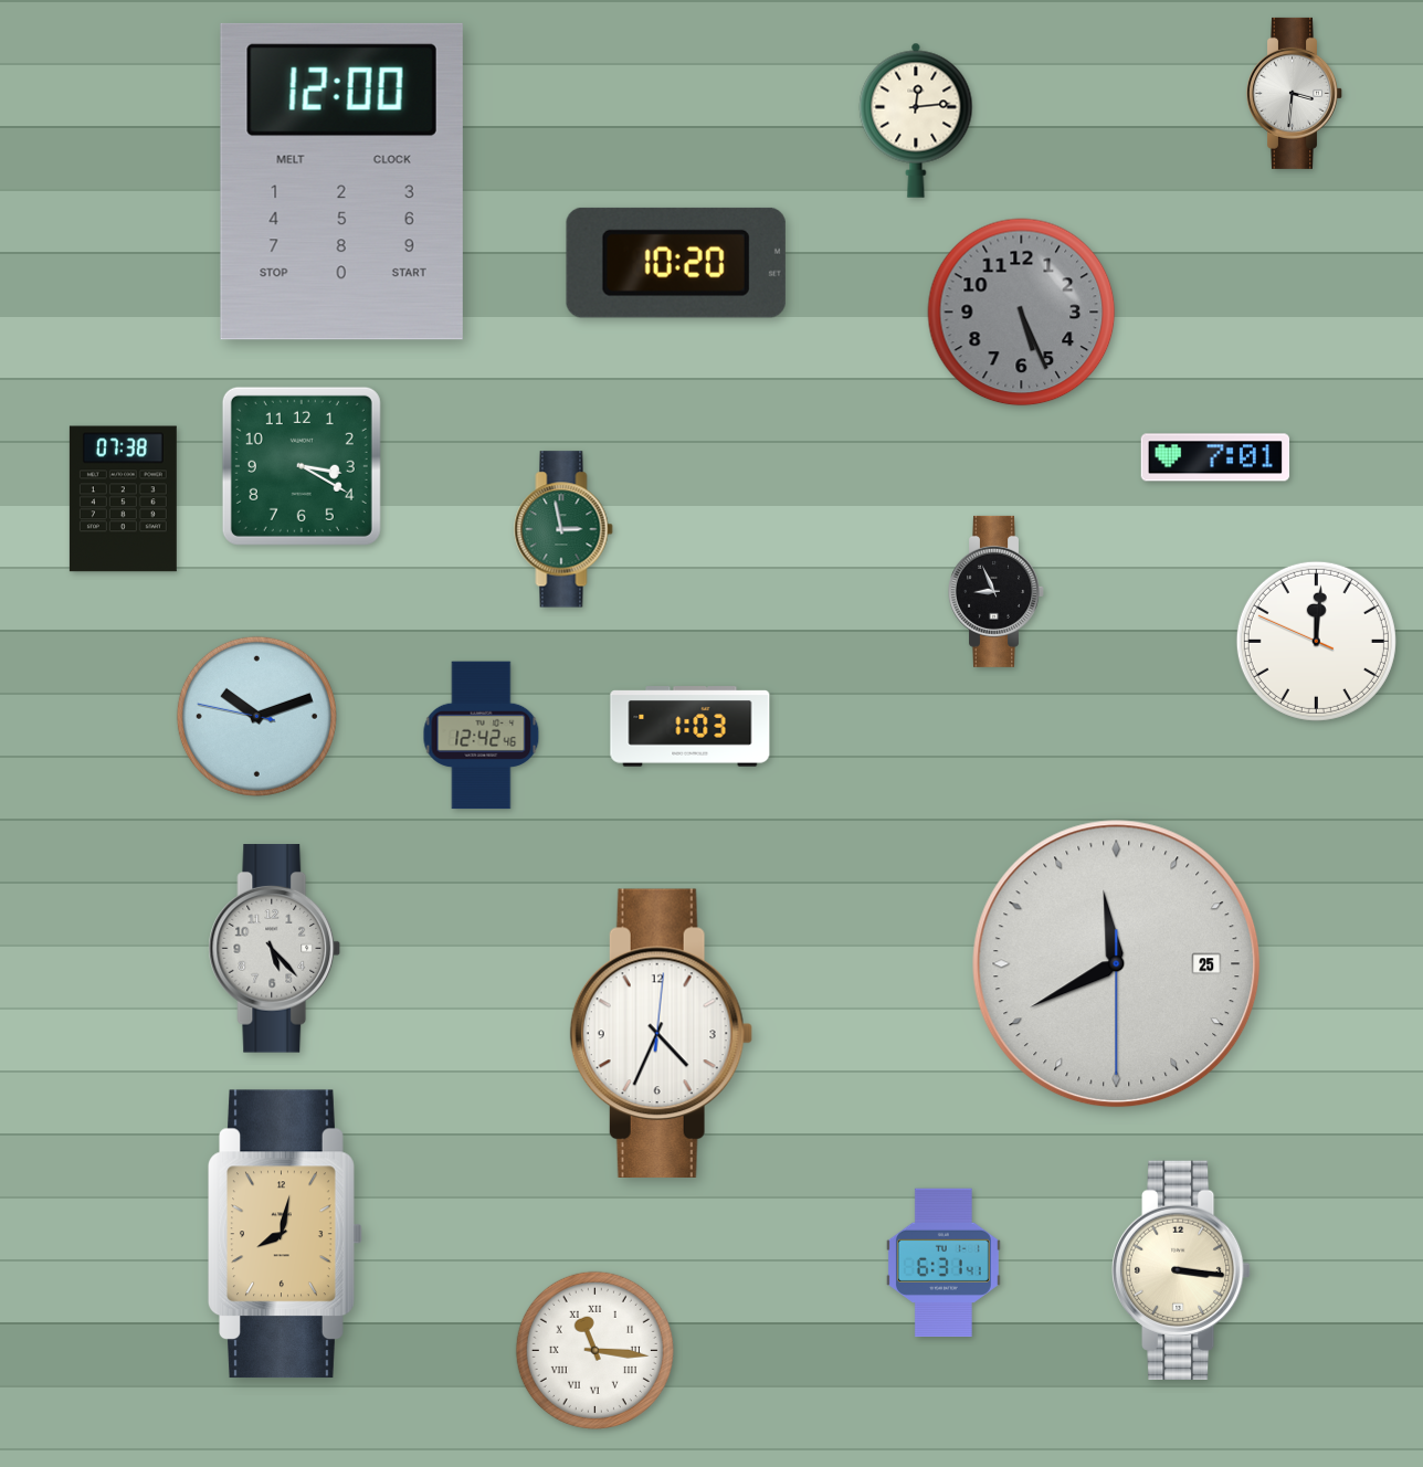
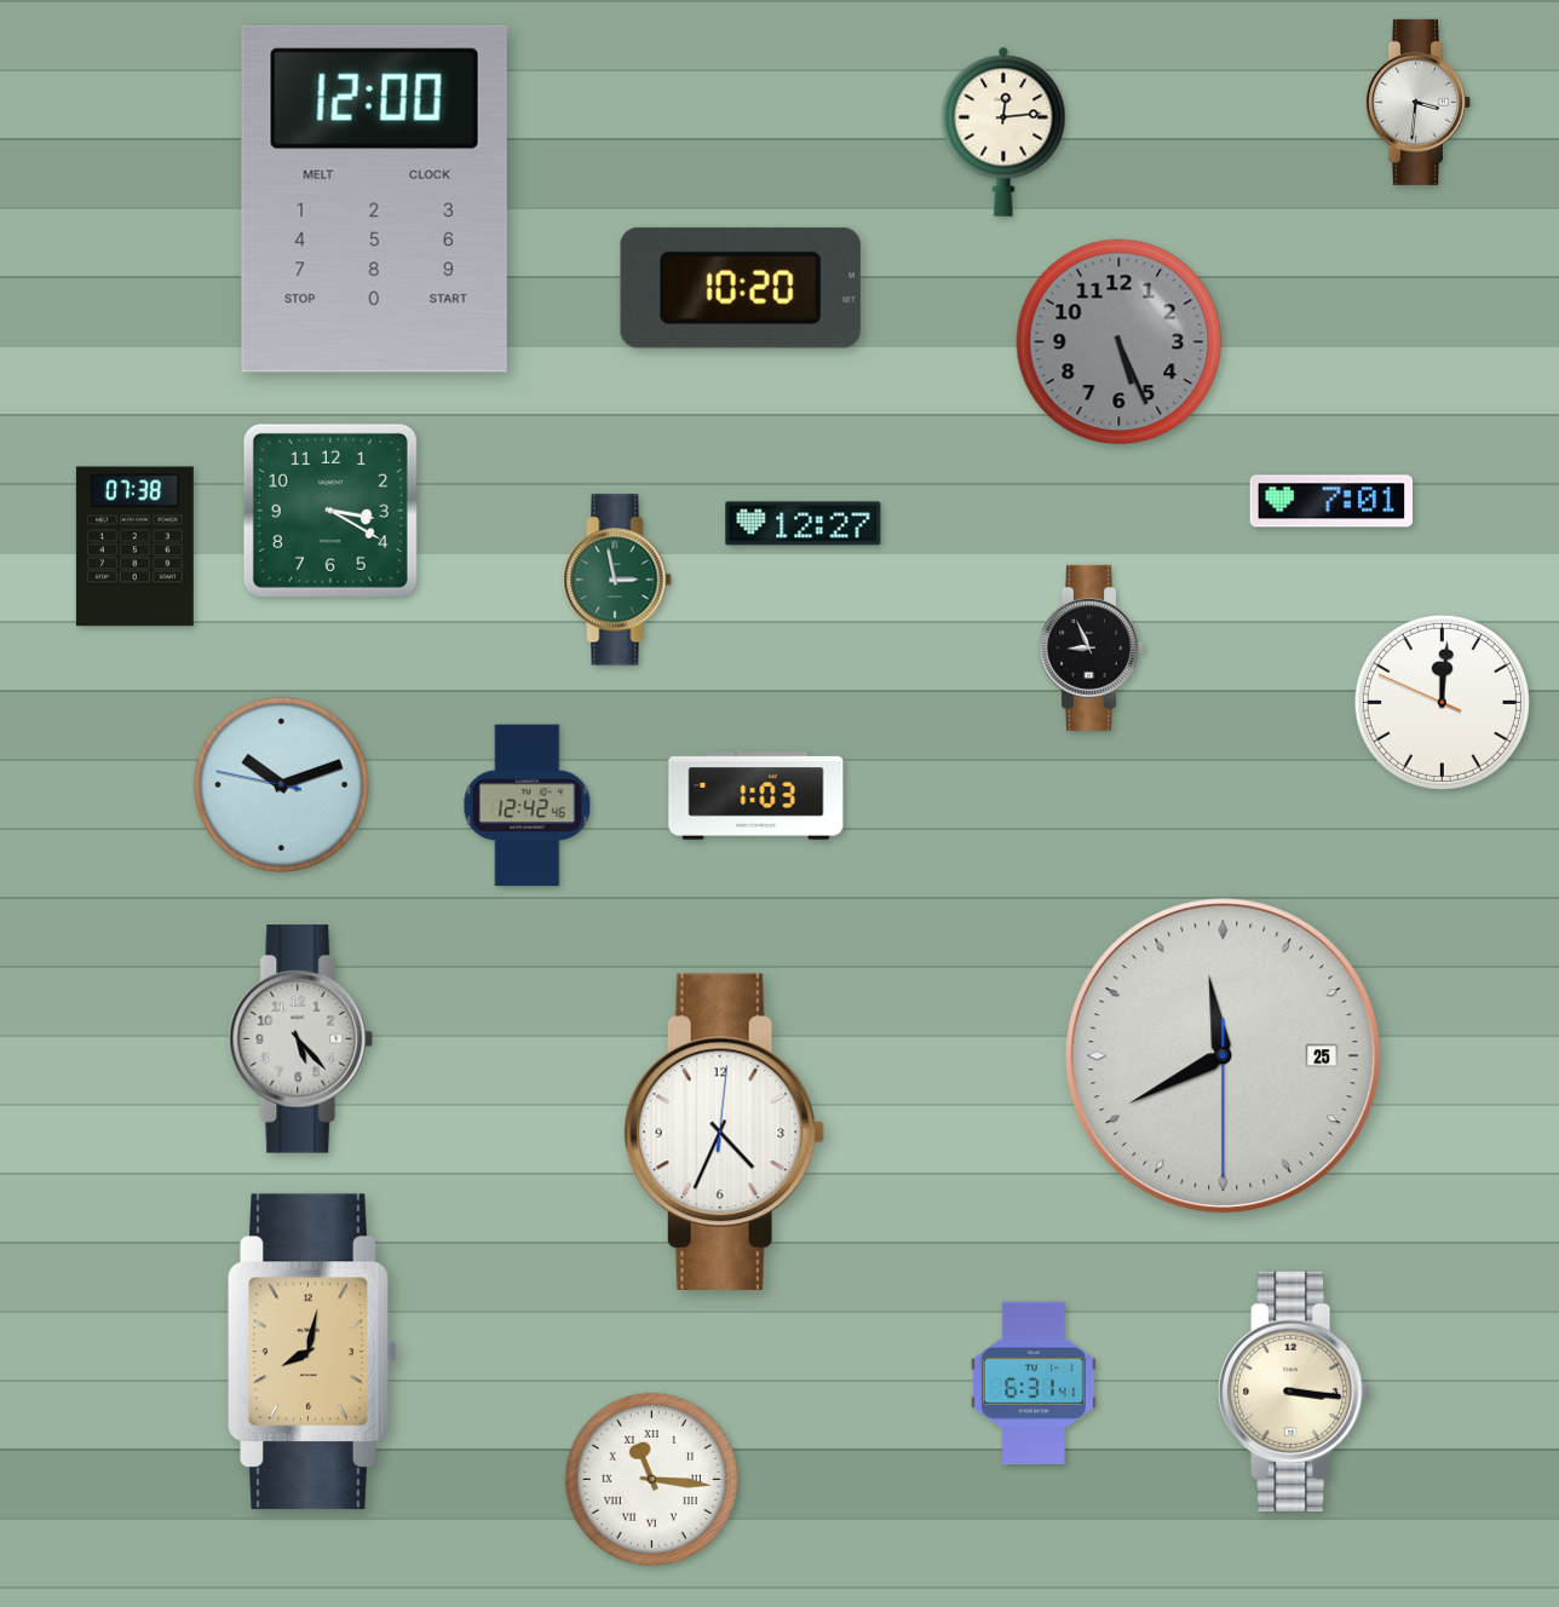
clock at (804, 524): none -> 12:27
